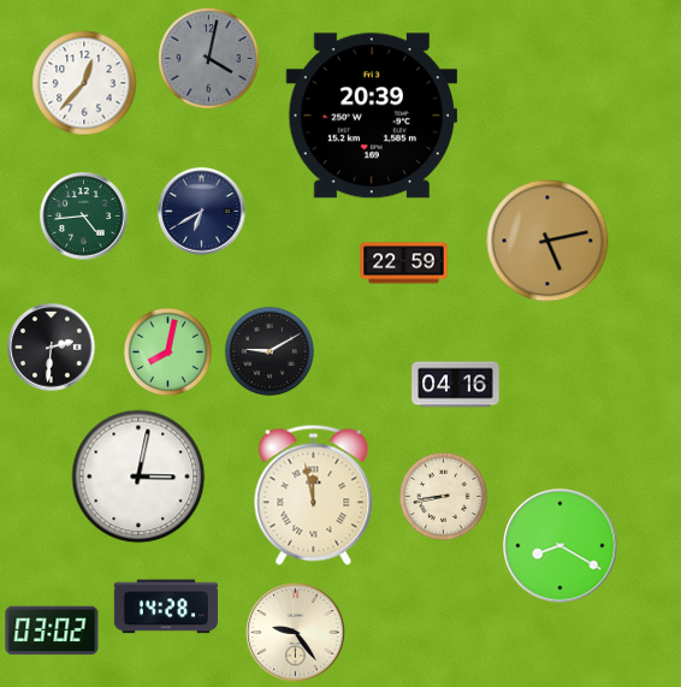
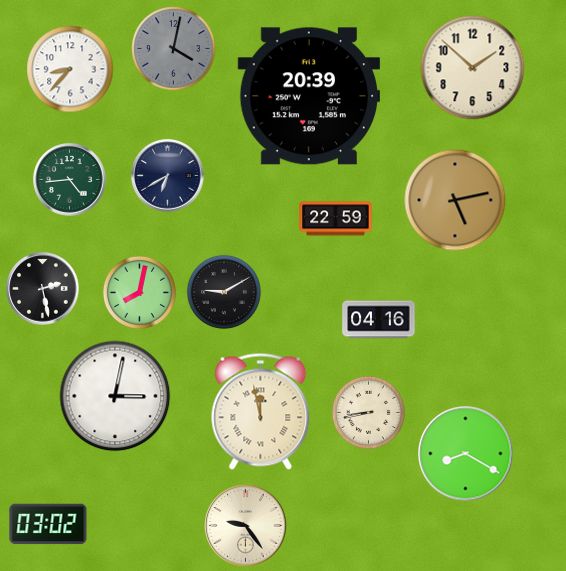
clock at (473, 68): none -> 1:52
clock at (84, 83): 12:37 -> 8:37
clock at (52, 348): 2:31 -> 2:28
clock at (166, 606): 14:28 -> none
clock at (52, 630) position: (52, 630) -> (48, 524)
